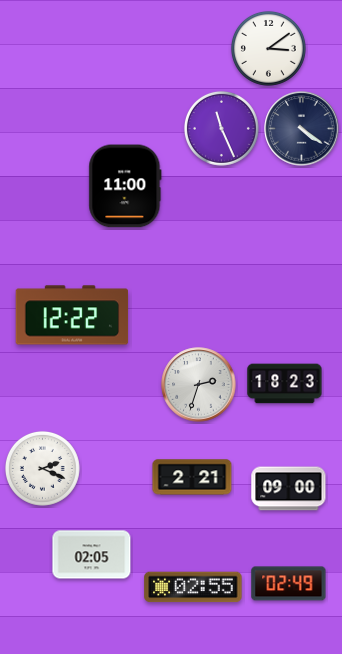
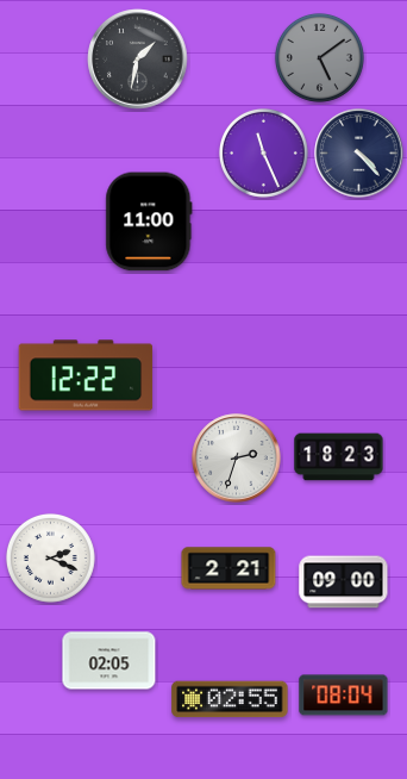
clock at (268, 48): 3:09 -> 5:09
clock at (268, 48) dial: white -> grey
clock at (138, 60): none -> 1:32
clock at (302, 129): 4:21 -> 4:23
clock at (289, 584): 02:49 -> 08:04
